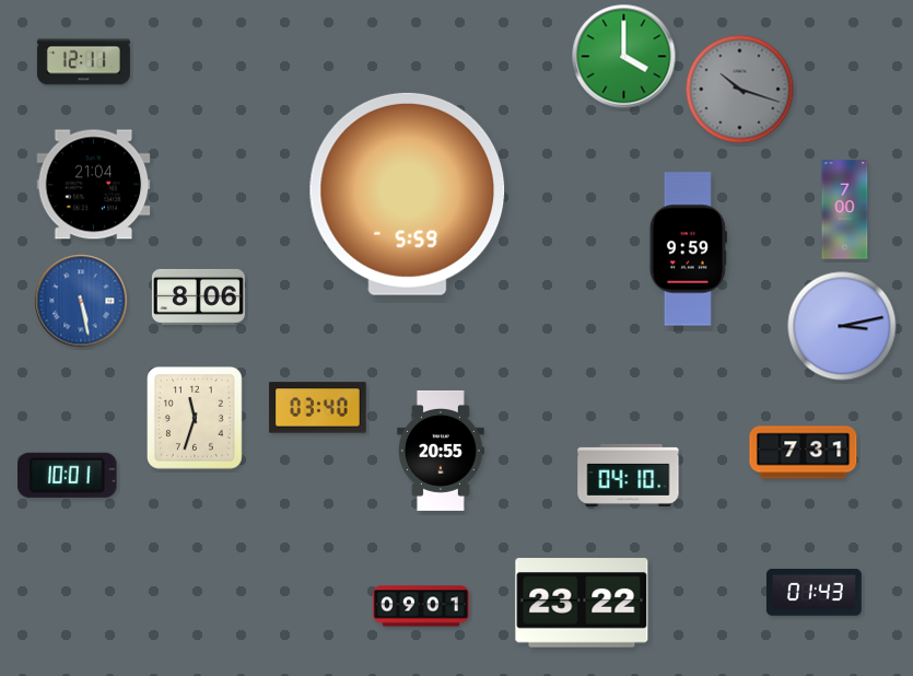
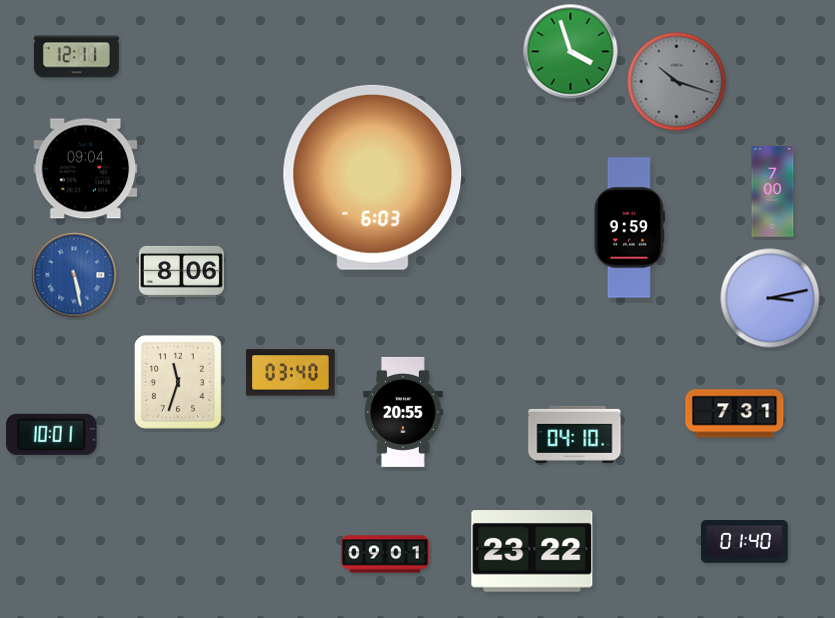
clock at (624, 57): 4:00 -> 3:57
clock at (94, 185): 21:04 -> 09:04
clock at (408, 194): 5:59 -> 6:03
clock at (68, 475) position: (68, 475) -> (52, 434)
clock at (813, 593): 01:43 -> 01:40
